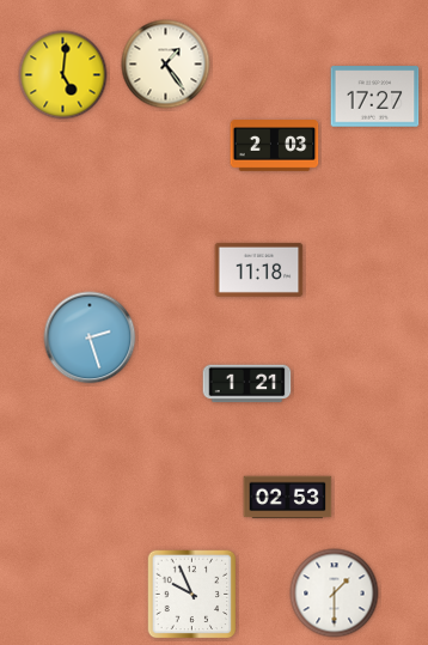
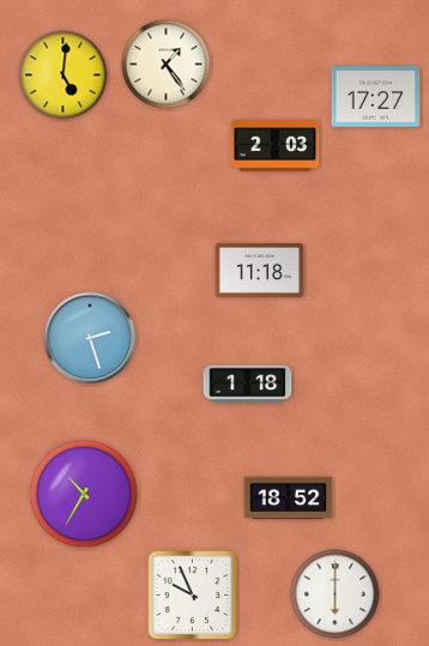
clock at (247, 384): 1:21 -> 1:18
clock at (84, 494): none -> 10:35
clock at (288, 498): 02:53 -> 18:52
clock at (335, 594): 1:30 -> 6:00
